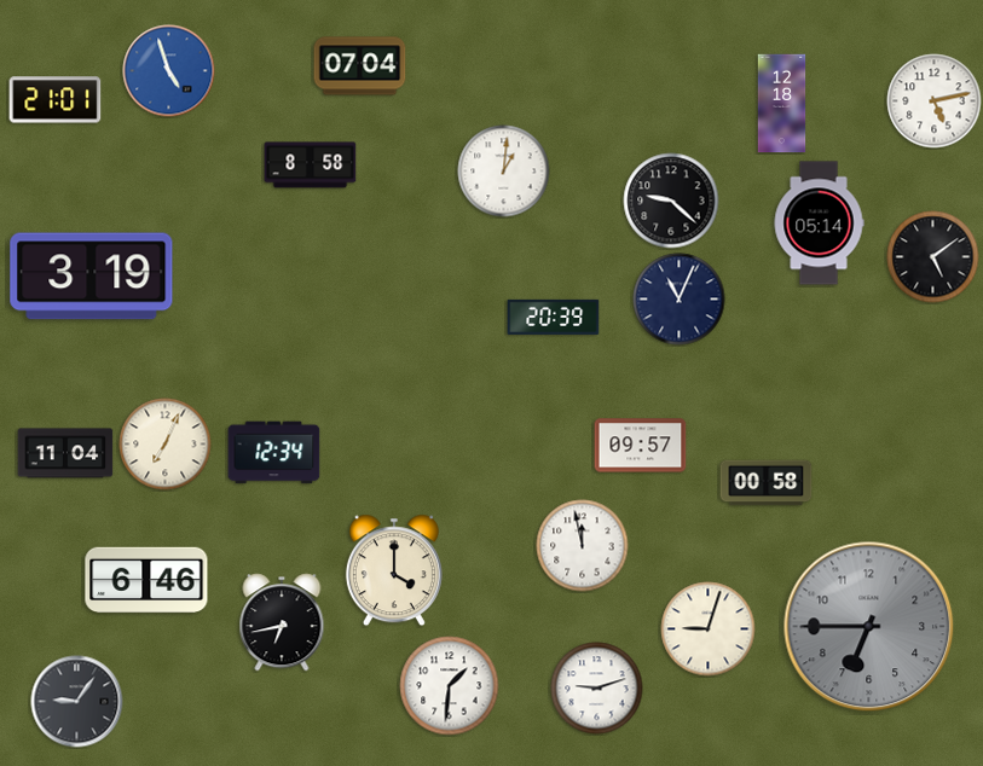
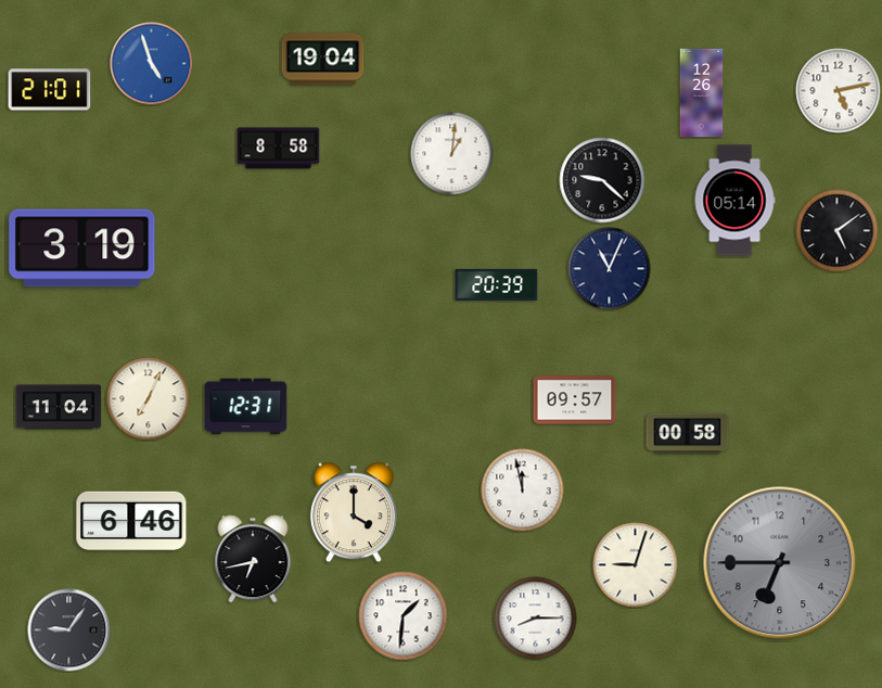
clock at (360, 66): 07:04 -> 19:04
clock at (782, 104): 12:18 -> 12:26
clock at (274, 453): 12:34 -> 12:31
clock at (597, 689): 9:12 -> 8:15
